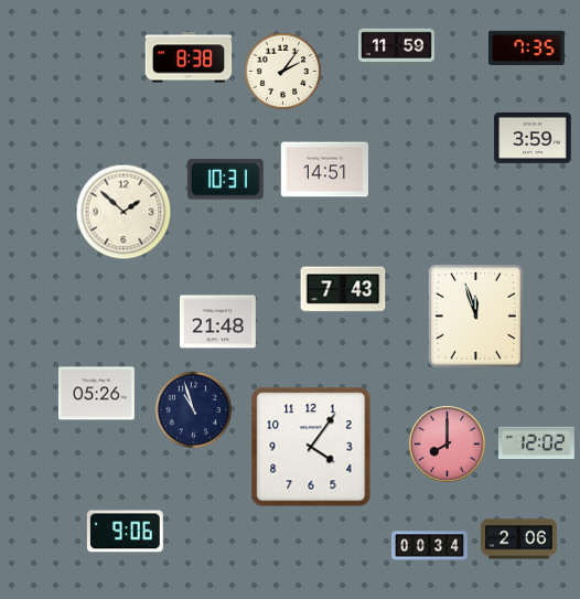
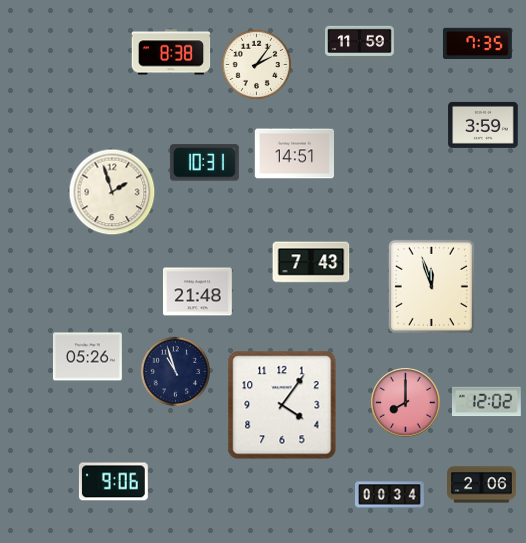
clock at (123, 212): 1:52 -> 1:57
clock at (519, 539) position: (519, 539) -> (482, 485)
